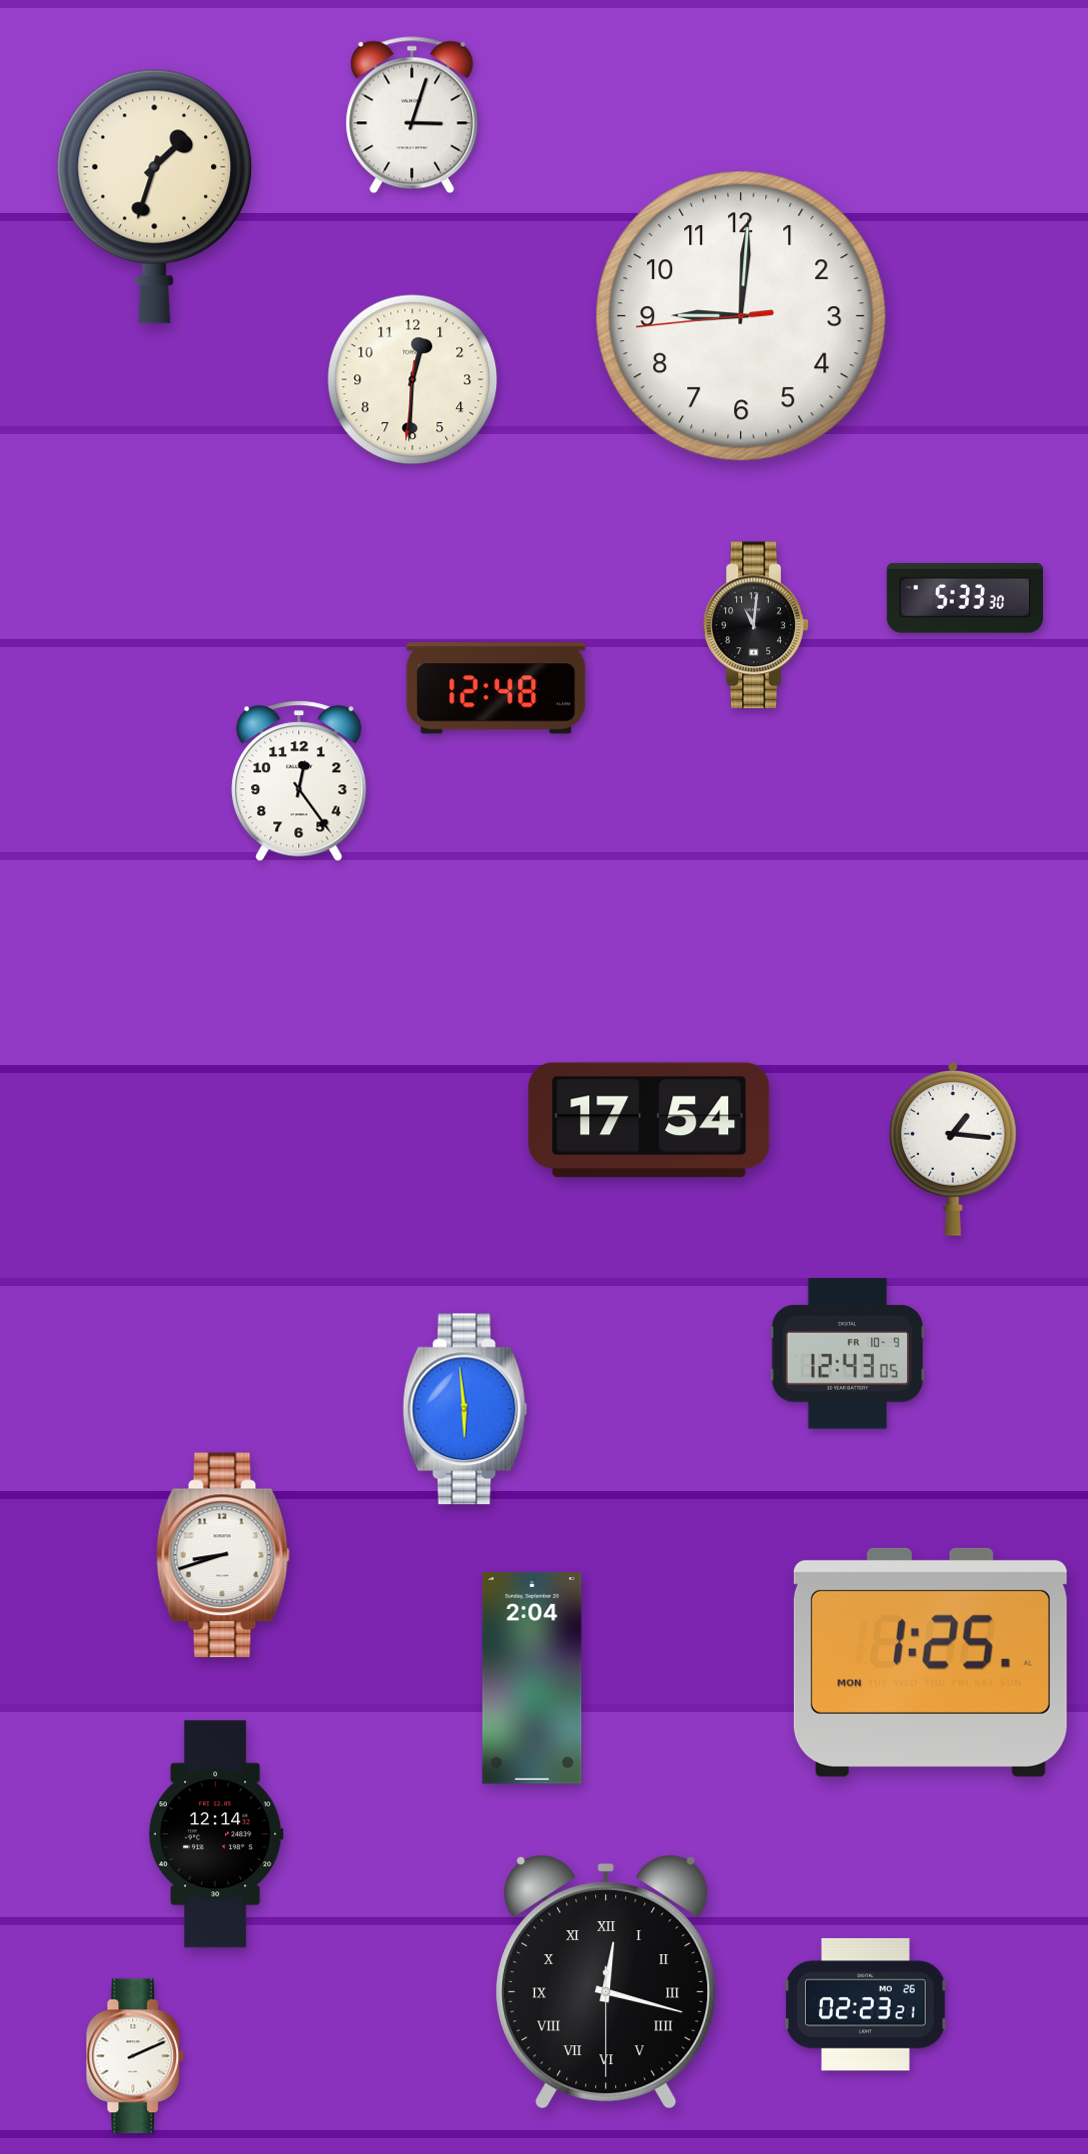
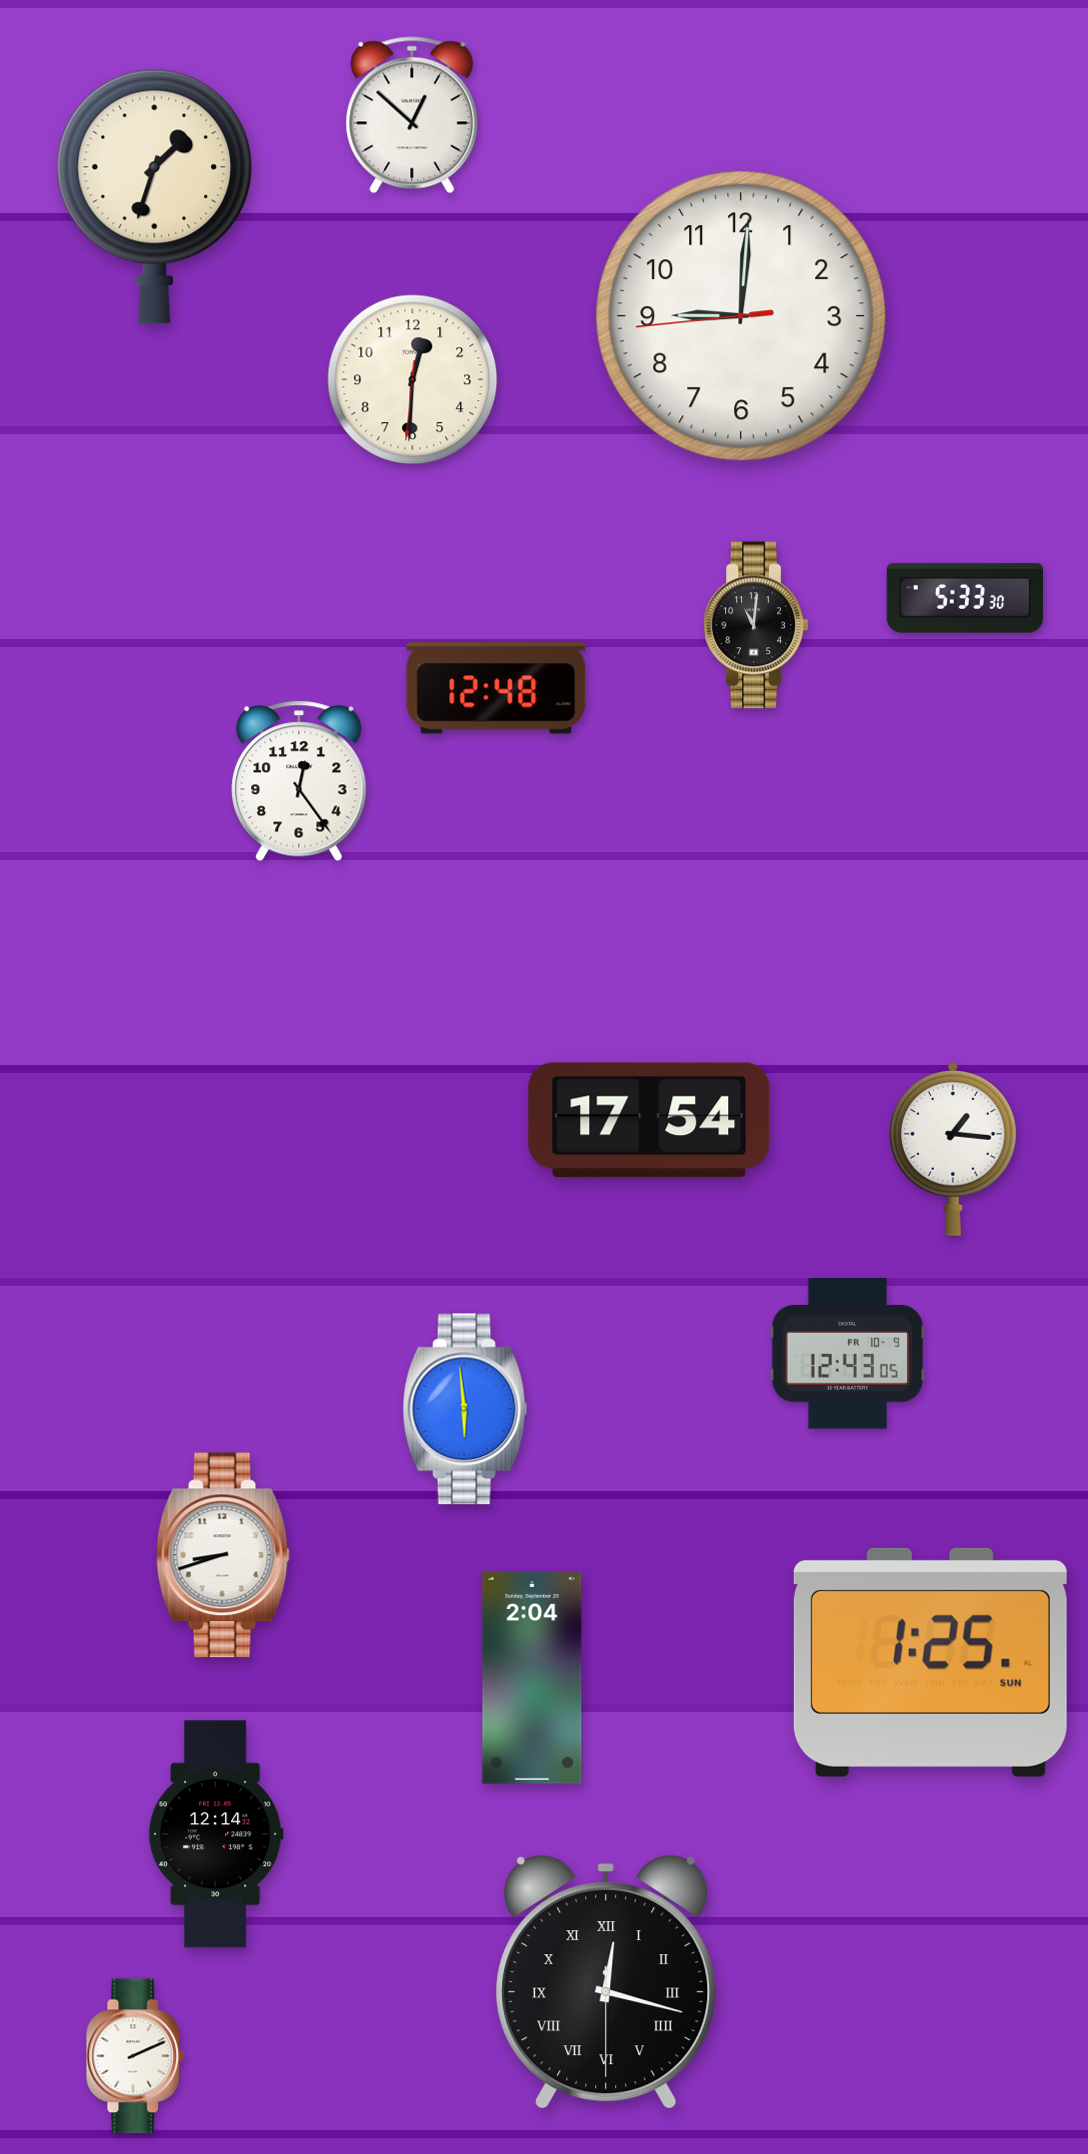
clock at (412, 115): 3:03 -> 12:52
clock at (930, 1662) date: MON -> SUN
clock at (866, 2005): 02:23 -> none
